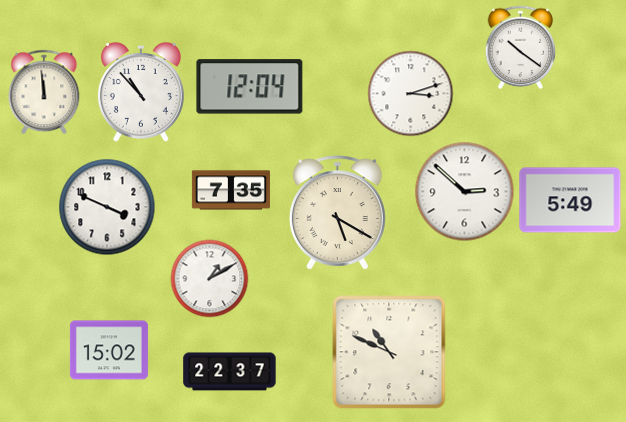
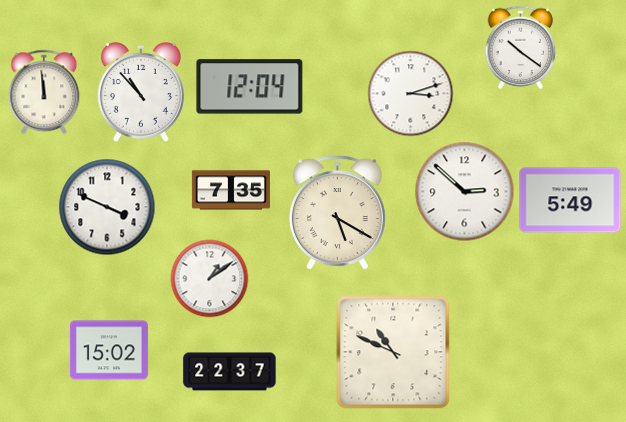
clock at (209, 278): 1:10 -> 1:09
clock at (389, 352) position: (389, 352) -> (393, 352)
